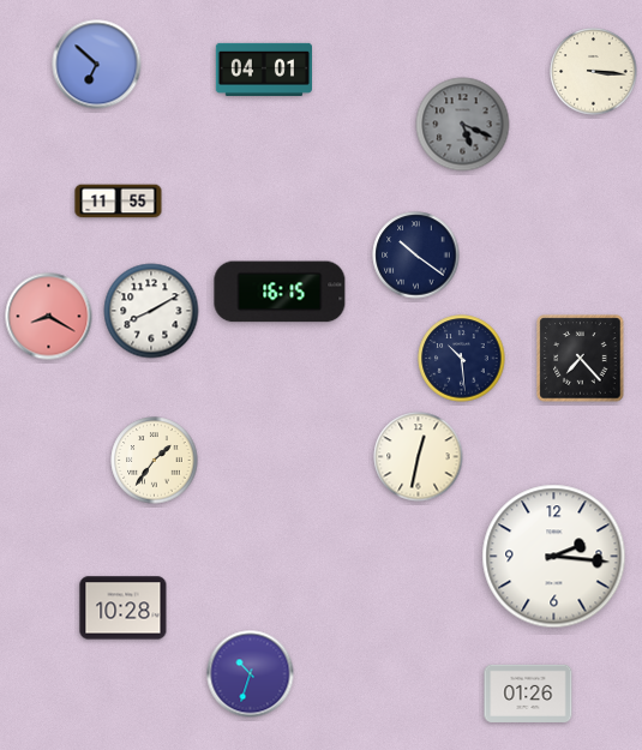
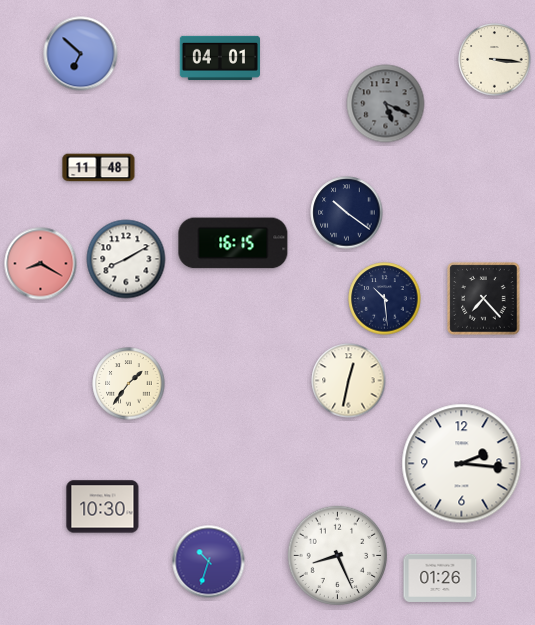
clock at (119, 202): 11:55 -> 11:48
clock at (124, 608): 10:28 -> 10:30
clock at (337, 555): none -> 8:26
